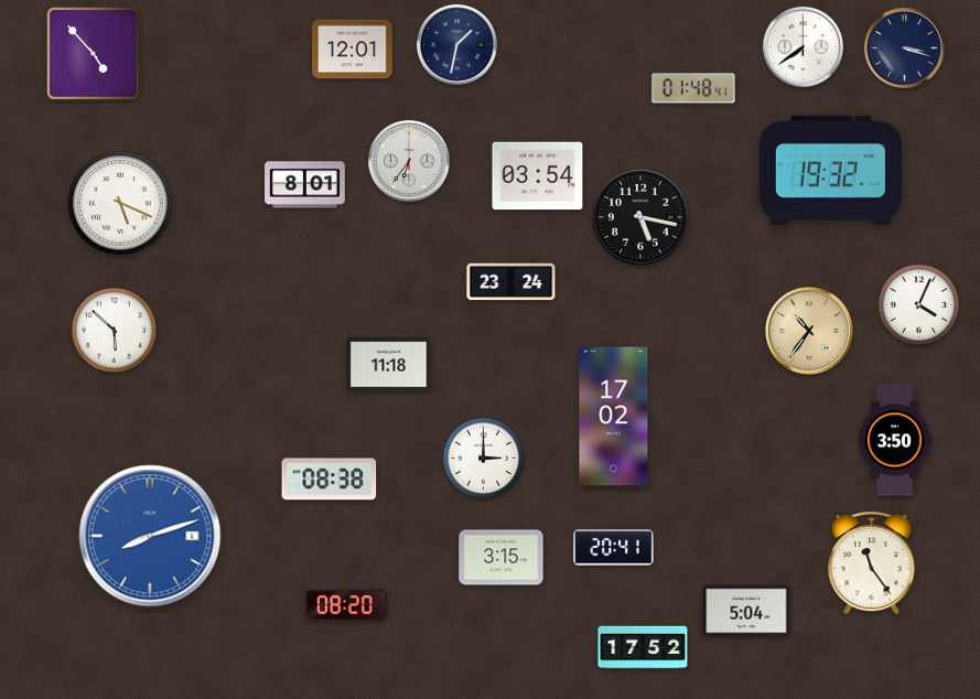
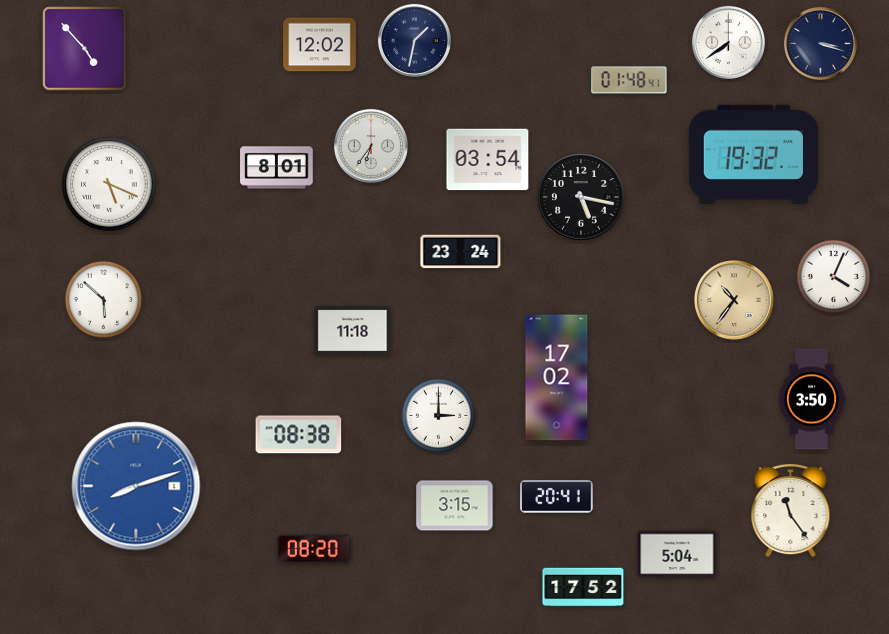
clock at (353, 50): 12:01 -> 12:02
clock at (511, 282) position: (511, 282) -> (461, 252)
